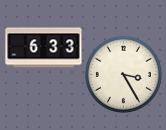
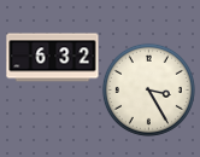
clock at (44, 48): 6:33 -> 6:32
